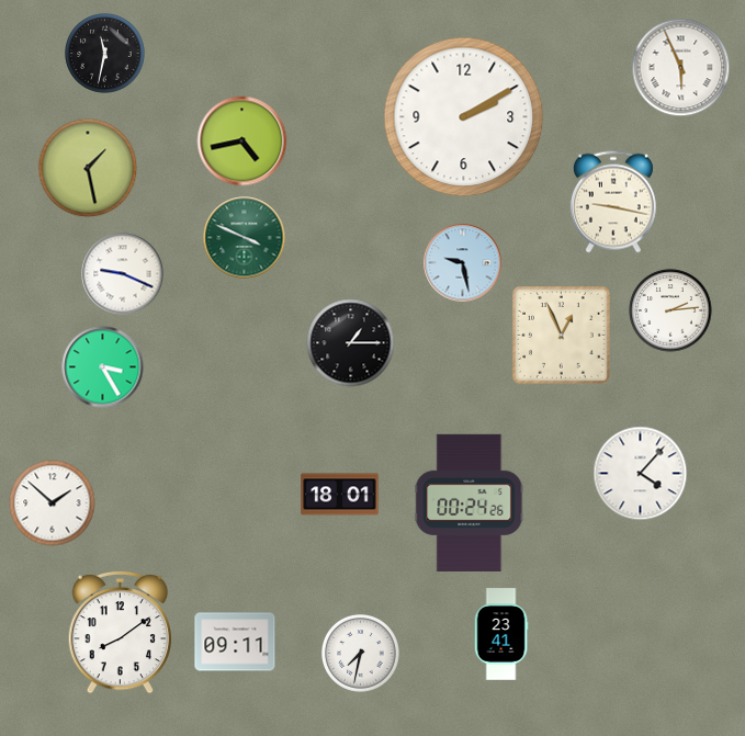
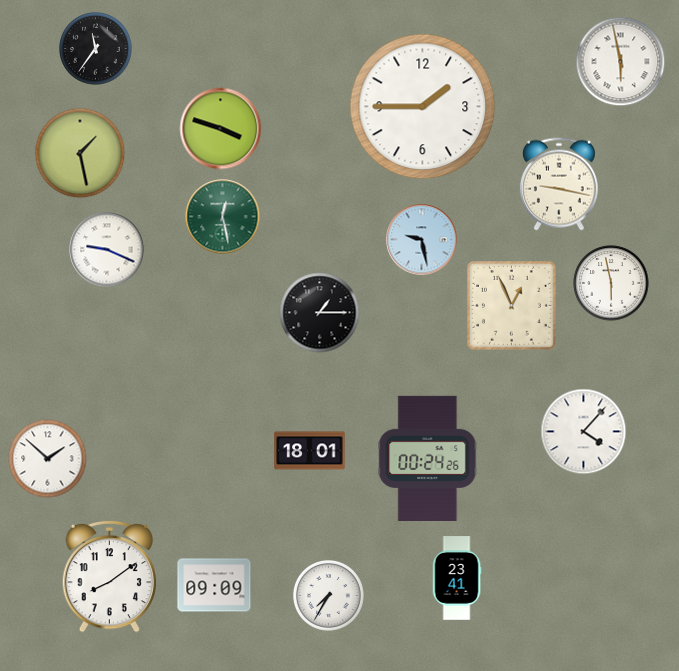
clock at (105, 54): 11:32 -> 11:36
clock at (681, 68): 5:56 -> 5:58
clock at (464, 117): 2:10 -> 1:45
clock at (242, 141): 4:43 -> 3:48
clock at (245, 238): 3:49 -> 12:28
clock at (123, 274) position: (123, 274) -> (107, 250)
clock at (670, 310): 2:14 -> 5:58
clock at (103, 367): 3:25 -> none
clock at (235, 642): 09:11 -> 09:09
clock at (360, 653): 7:32 -> 7:35
